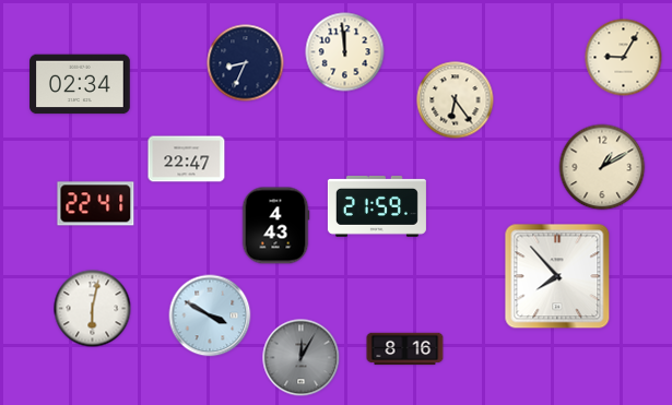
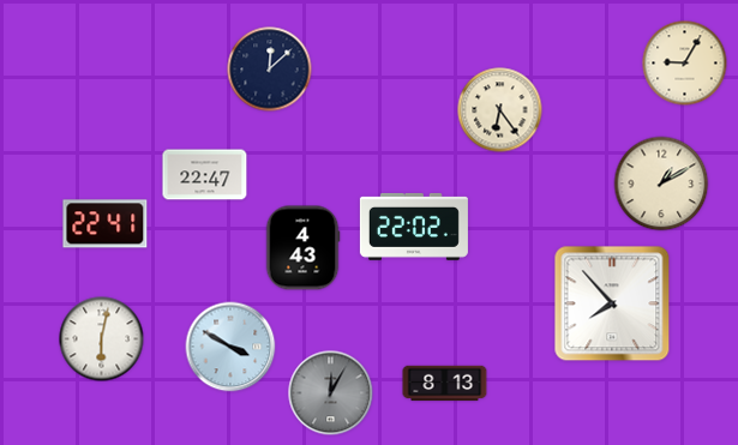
clock at (345, 52): 11:59 -> none
clock at (246, 63): 8:34 -> 12:08
clock at (80, 84): 02:34 -> none
clock at (377, 206): 21:59 -> 22:02
clock at (405, 349): 8:16 -> 8:13
